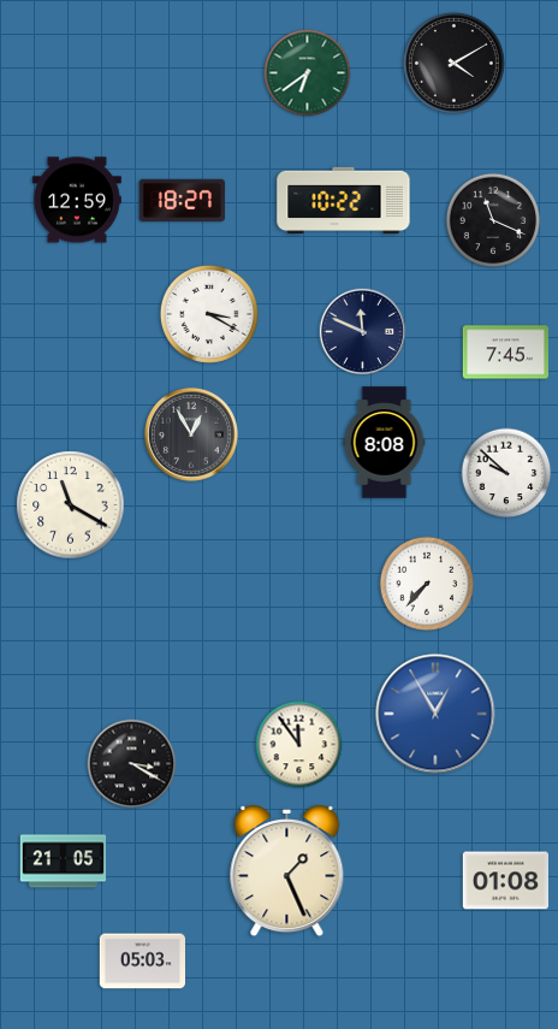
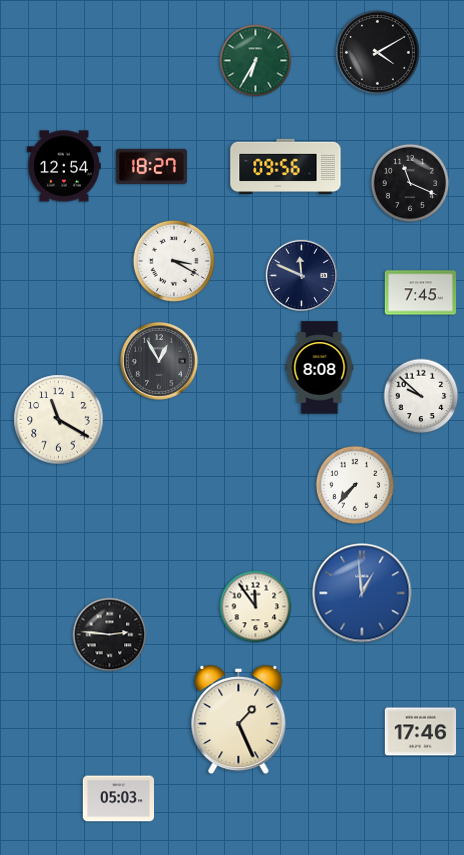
clock at (308, 73): 6:39 -> 6:35
clock at (77, 200): 12:59 -> 12:54
clock at (344, 201): 10:22 -> 09:56
clock at (506, 473) position: (506, 473) -> (421, 396)
clock at (435, 714): 12:55 -> 12:59
clock at (299, 745) position: (299, 745) -> (256, 607)
clock at (132, 764): 3:20 -> 2:46
clock at (64, 862): 21:05 -> none
clock at (287, 873) position: (287, 873) -> (239, 721)
clock at (506, 881): 01:08 -> 17:46
